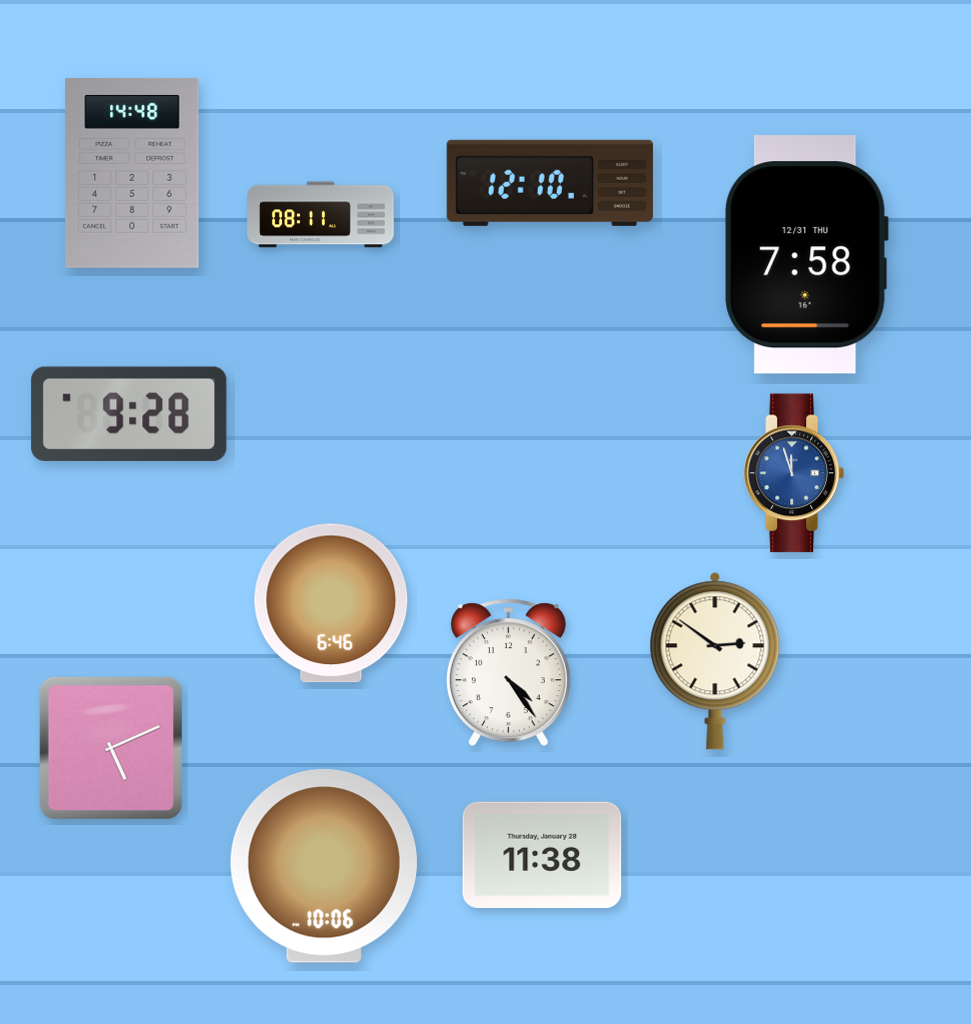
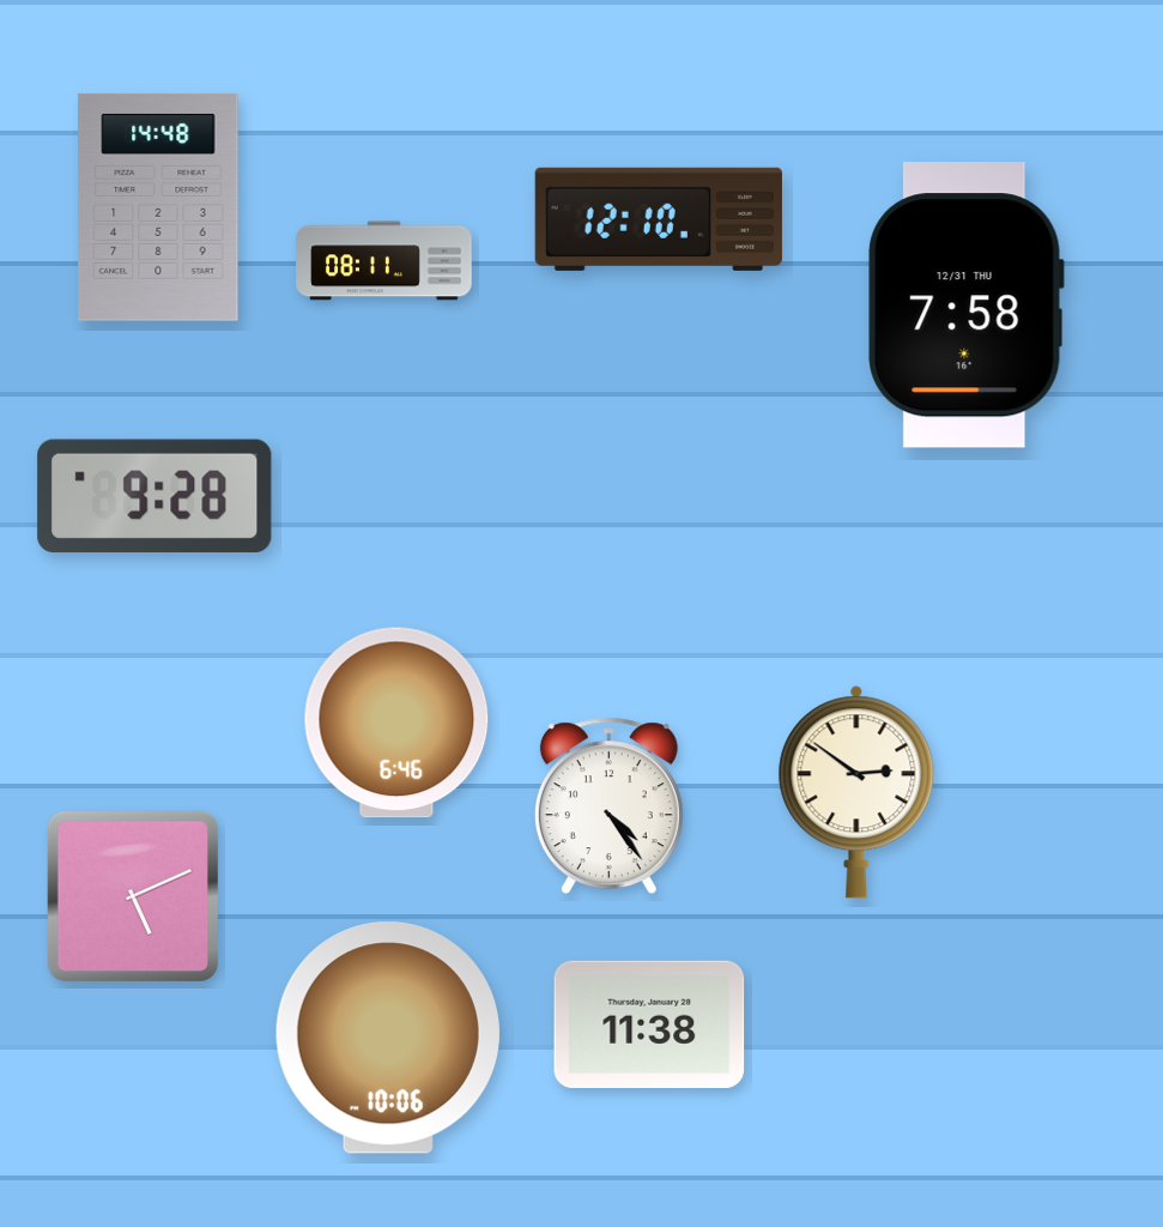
clock at (321, 215) position: (321, 215) -> (384, 261)
clock at (794, 473): 11:57 -> none
